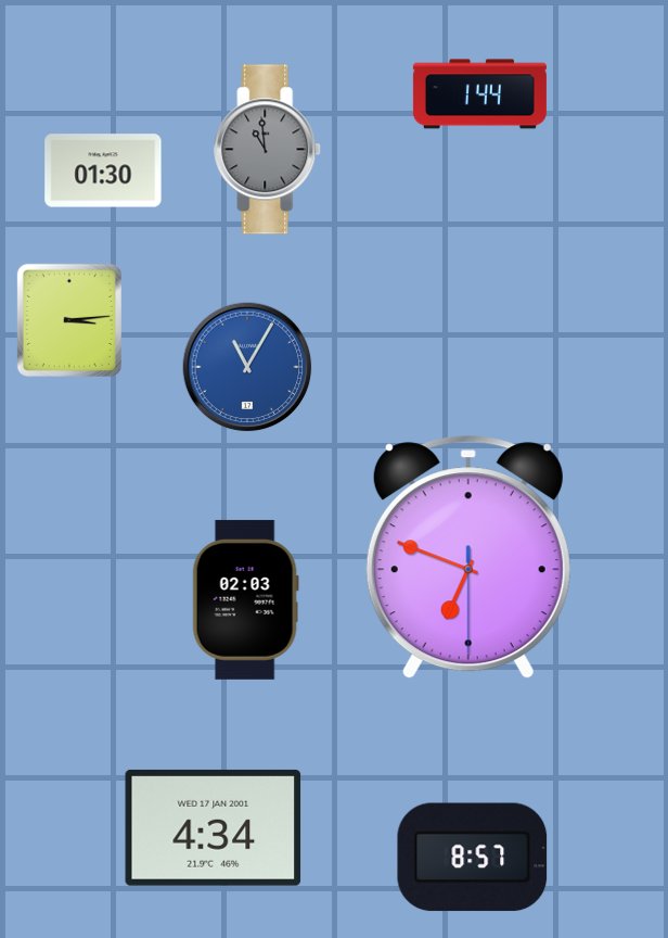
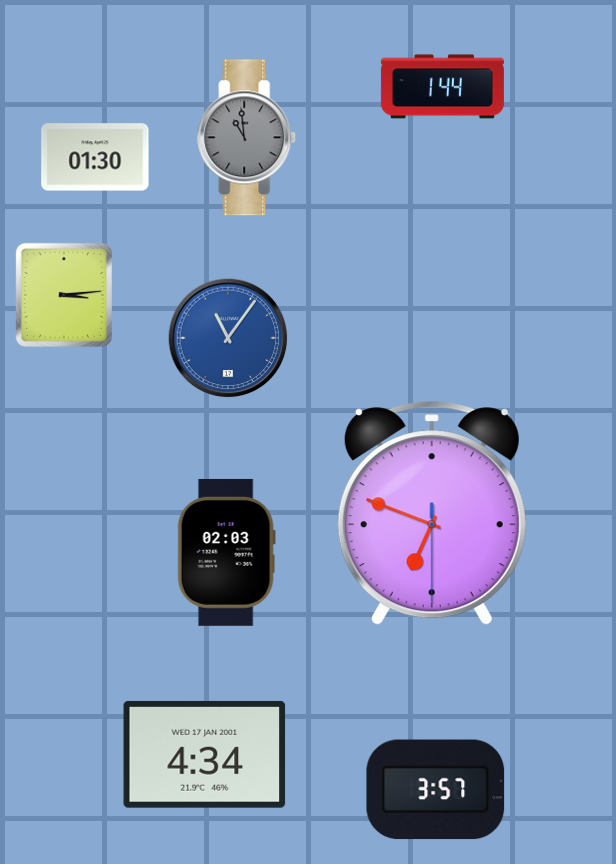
clock at (247, 367): 11:05 -> 11:06
clock at (214, 827) position: (214, 827) -> (205, 754)
clock at (473, 858): 8:57 -> 3:57
